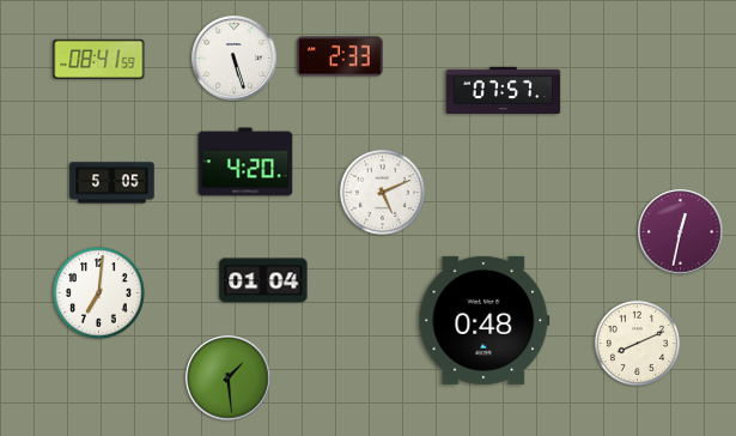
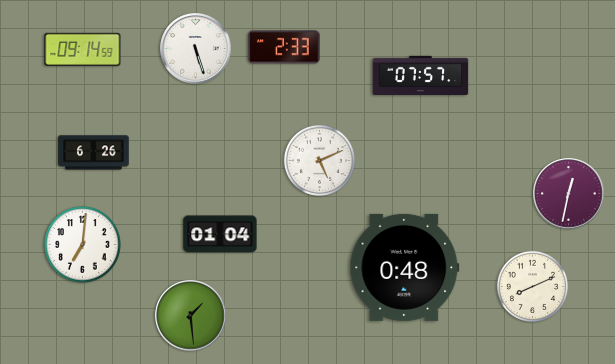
clock at (99, 59): 08:41 -> 09:14
clock at (245, 162): 4:20 -> none
clock at (112, 183): 5:05 -> 6:26
